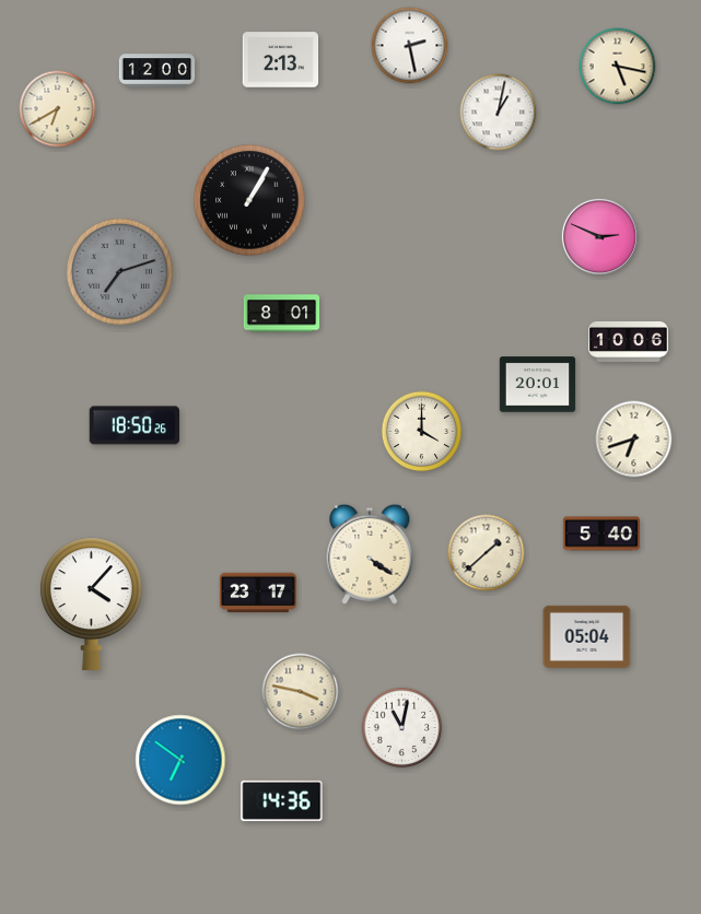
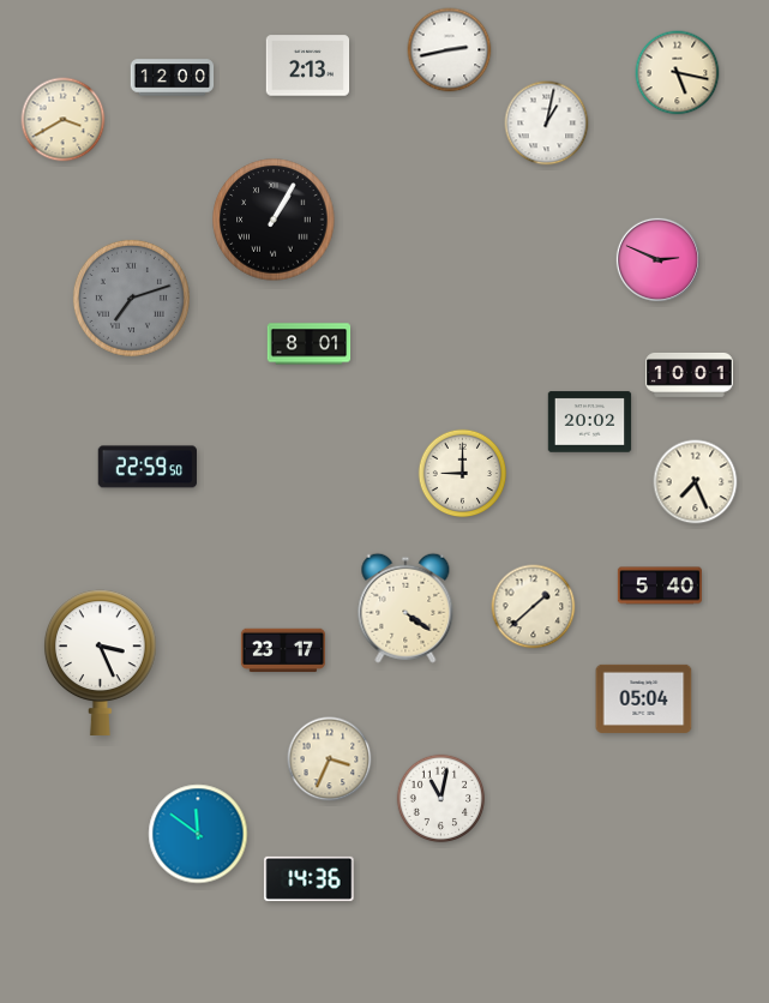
clock at (410, 46): 2:28 -> 2:43
clock at (58, 109): 6:40 -> 3:40
clock at (629, 341): 10:06 -> 10:01
clock at (538, 385): 20:01 -> 20:02
clock at (133, 425): 18:50 -> 22:59
clock at (422, 432): 4:00 -> 9:00
clock at (634, 440): 6:42 -> 7:26
clock at (91, 604): 4:07 -> 3:26
clock at (301, 692): 3:47 -> 3:34
clock at (180, 760): 6:51 -> 11:51
